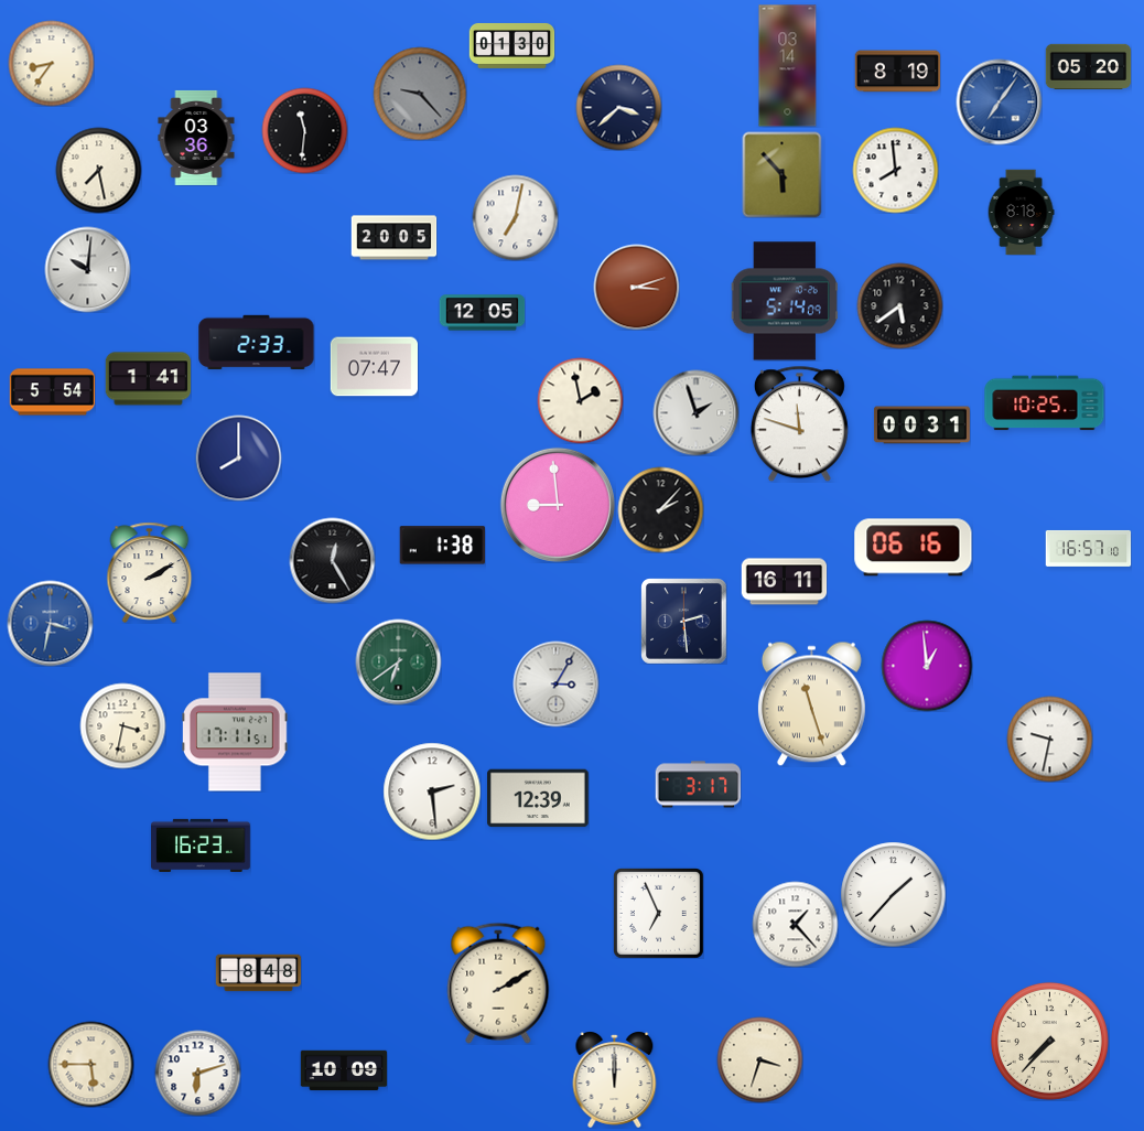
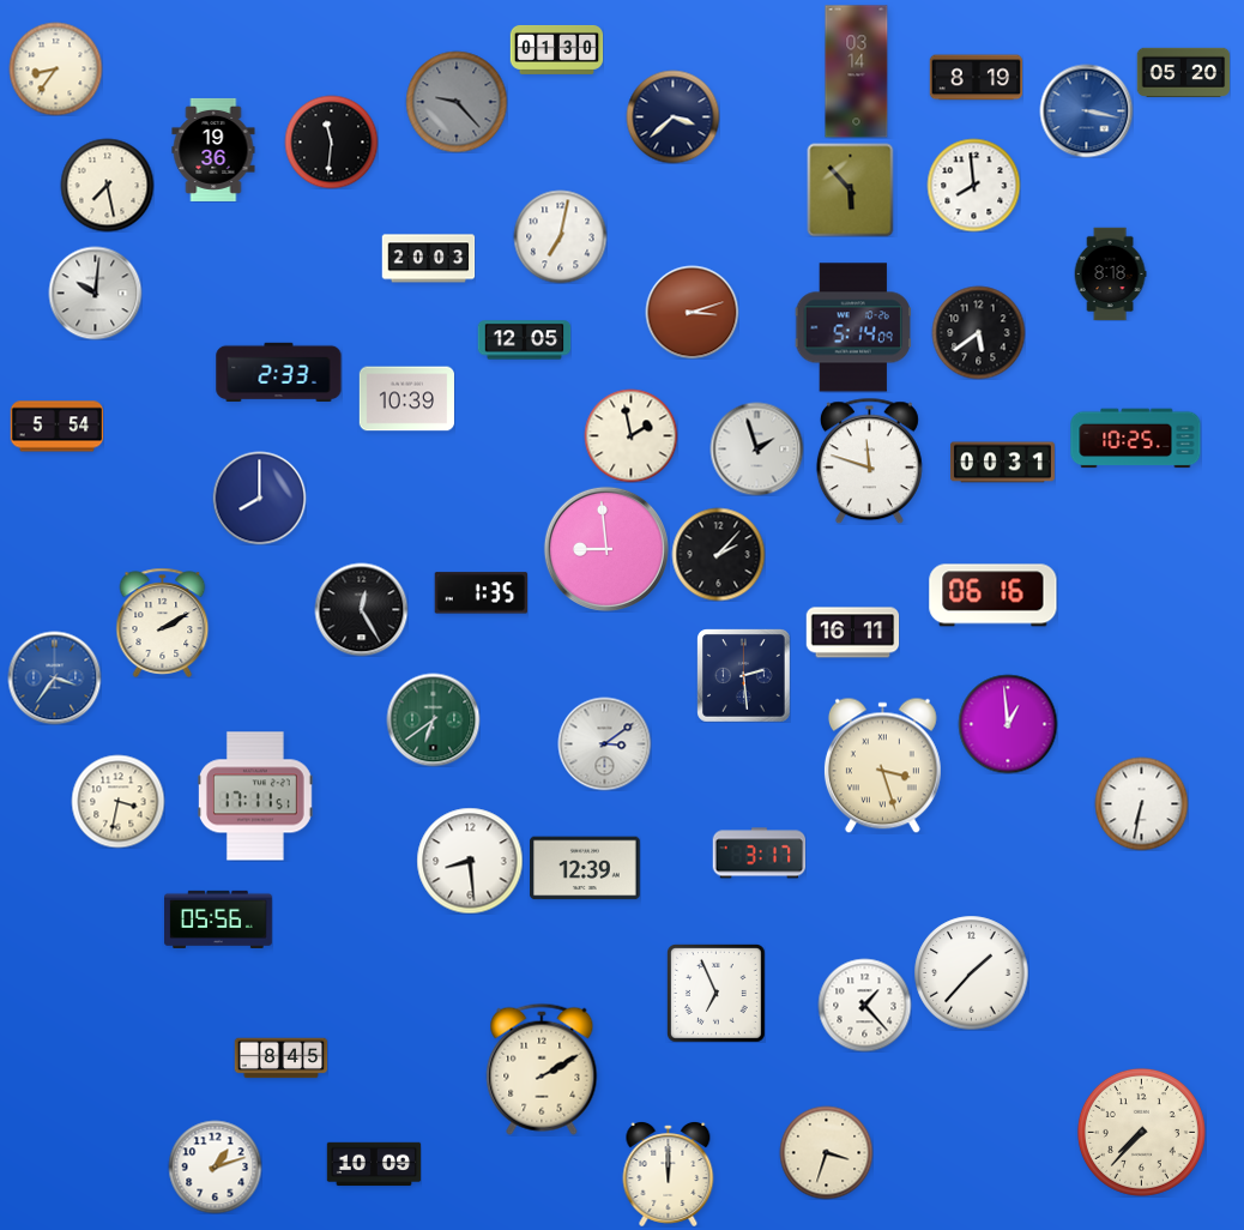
clock at (999, 101): 7:06 -> 3:17
clock at (196, 138): 03:36 -> 19:36
clock at (1021, 212) position: (1021, 212) -> (1110, 273)
clock at (393, 238): 20:05 -> 20:03
clock at (374, 367): 07:47 -> 10:39
clock at (148, 379): 1:41 -> none
clock at (442, 546): 1:38 -> 1:35
clock at (1088, 548): 16:57 -> none
clock at (50, 623): 3:32 -> 3:36
clock at (555, 683): 3:05 -> 3:09
clock at (811, 703): 11:27 -> 3:27
clock at (122, 725) position: (122, 725) -> (117, 801)
clock at (1049, 739): 9:32 -> 6:32
clock at (432, 791): 2:29 -> 8:29
clock at (202, 845): 16:23 -> 05:56
clock at (258, 973): 8:48 -> 8:45
clock at (90, 1064): 5:45 -> none
clock at (197, 1073): 6:12 -> 1:12
